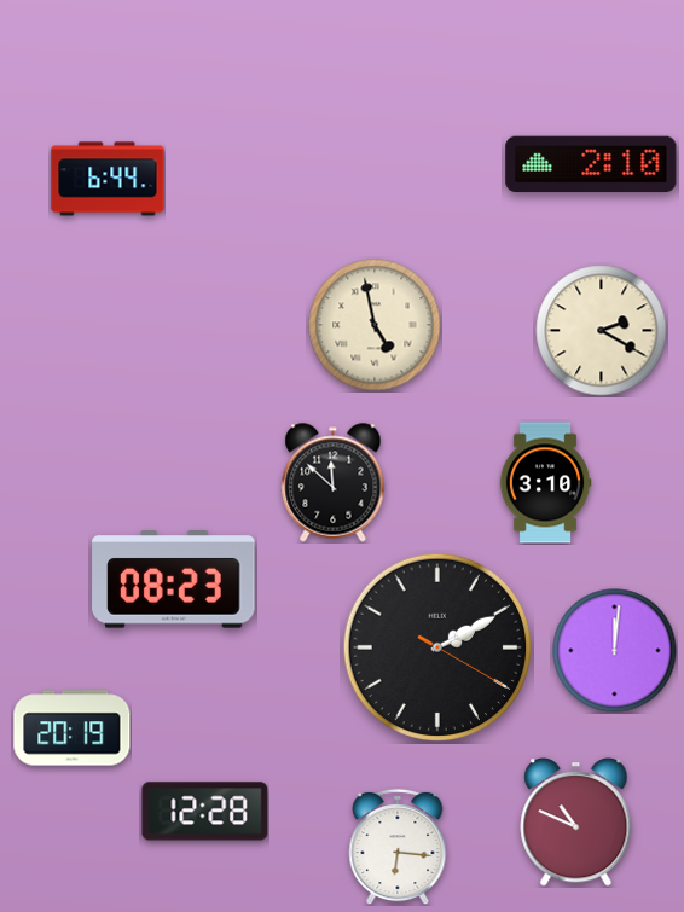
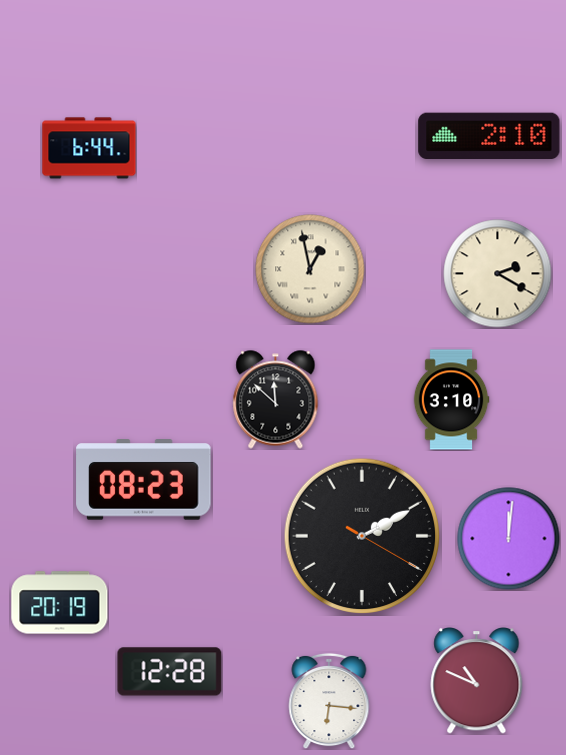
clock at (375, 325): 4:58 -> 12:58
